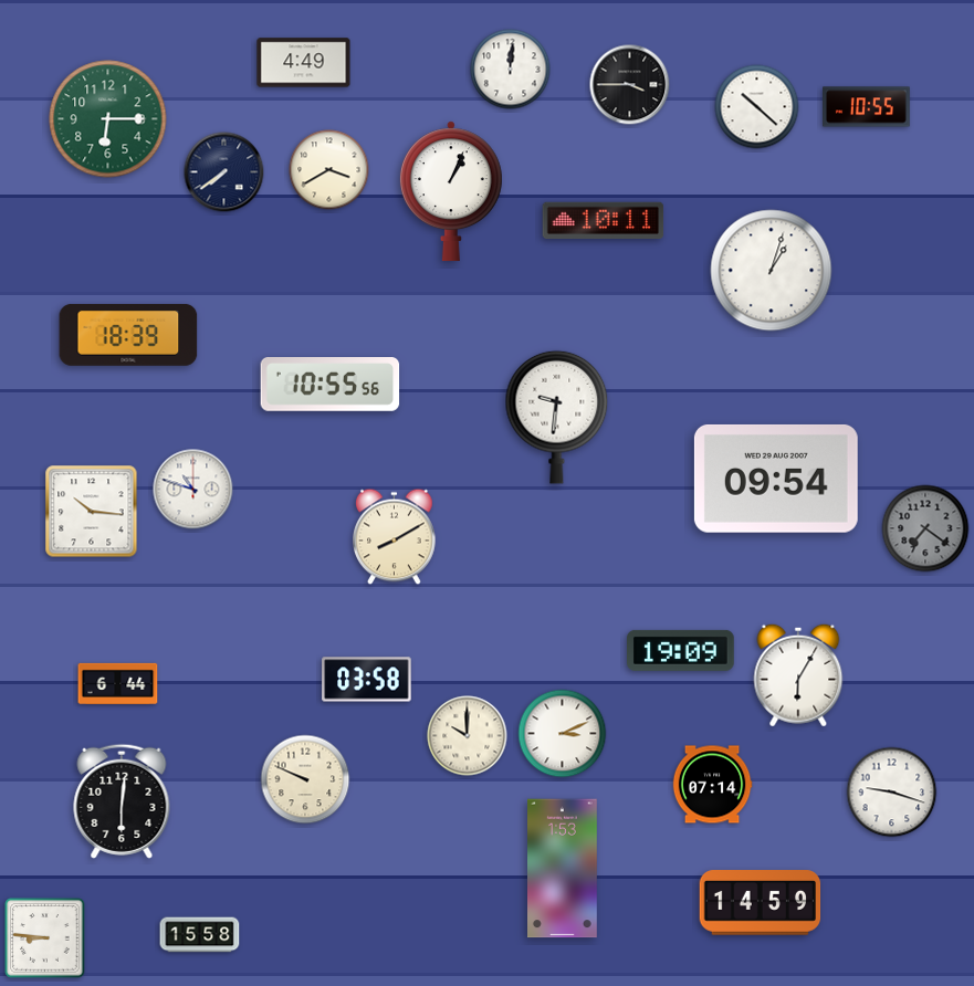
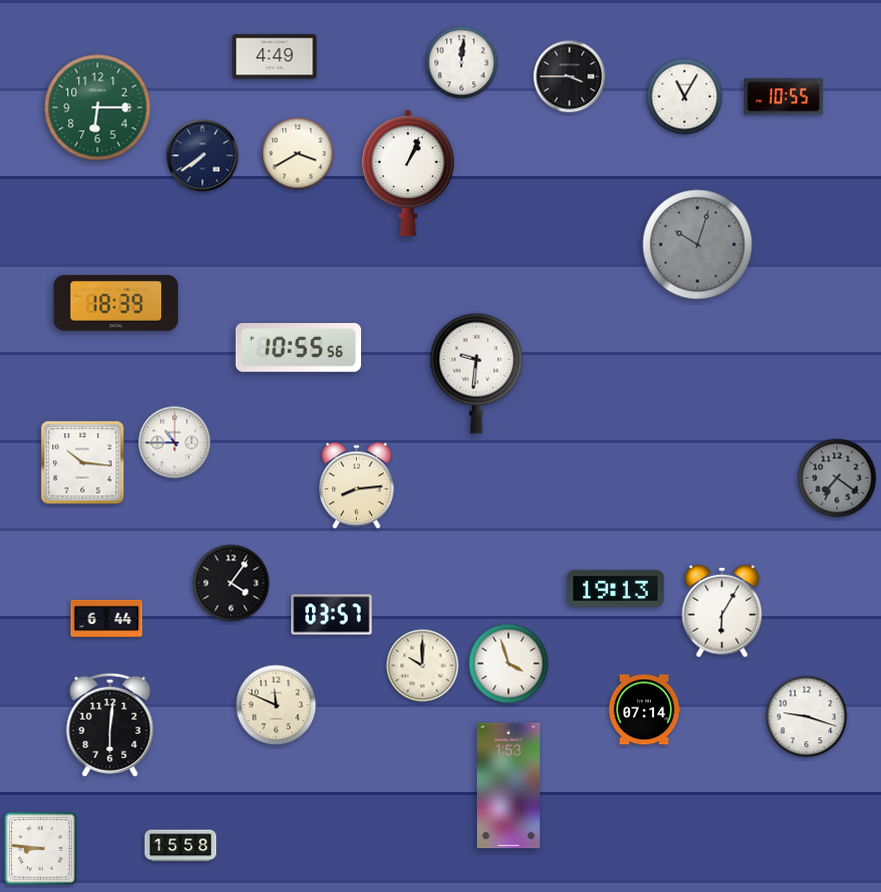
clock at (757, 107): 10:22 -> 11:05
clock at (604, 221): 10:11 -> none
clock at (772, 271): 1:03 -> 10:03
clock at (772, 271) dial: white -> grey
clock at (557, 417) position: (557, 417) -> (477, 373)
clock at (776, 479): 09:54 -> none
clock at (193, 490): 10:48 -> 10:45
clock at (395, 537): 8:10 -> 8:14
clock at (231, 583): none -> 4:06
clock at (681, 650): 19:09 -> 19:13
clock at (367, 680): 03:58 -> 03:57
clock at (563, 734): 3:11 -> 3:57
clock at (305, 779): 9:49 -> 11:49
clock at (761, 903): 14:59 -> none
